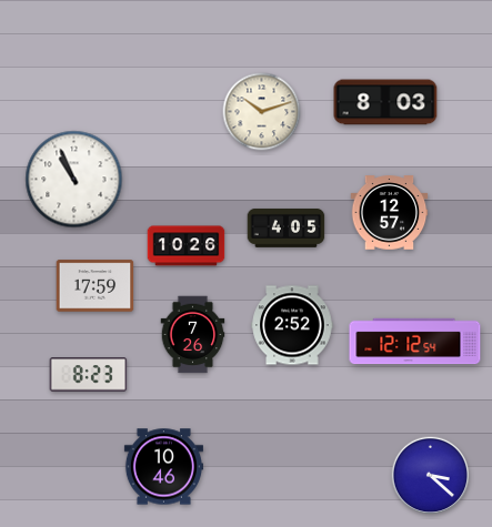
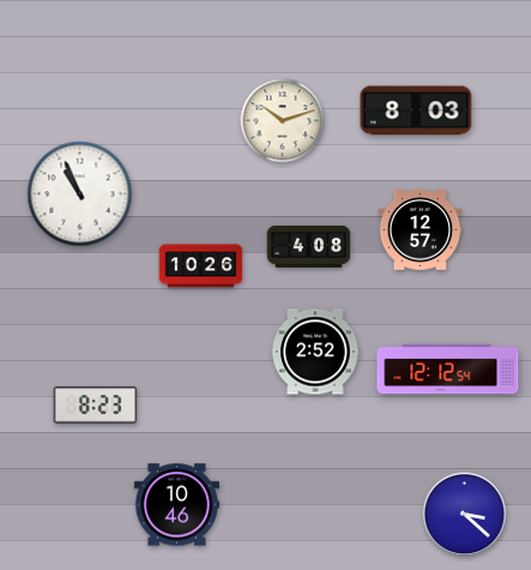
clock at (287, 227): 4:05 -> 4:08
clock at (96, 286): 17:59 -> none
clock at (193, 335): 7:26 -> none
